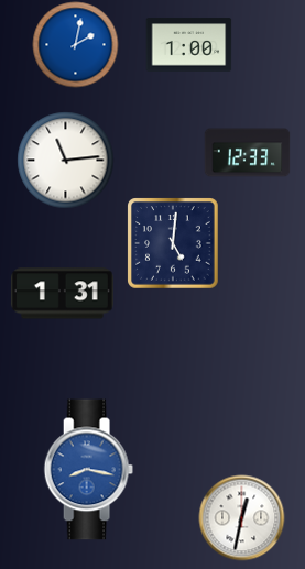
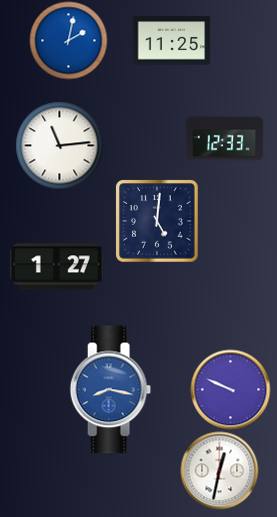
clock at (188, 45): 1:00 -> 11:25
clock at (62, 294): 1:31 -> 1:27
clock at (230, 389): none -> 9:49
clock at (88, 470) position: (88, 470) -> (110, 390)
